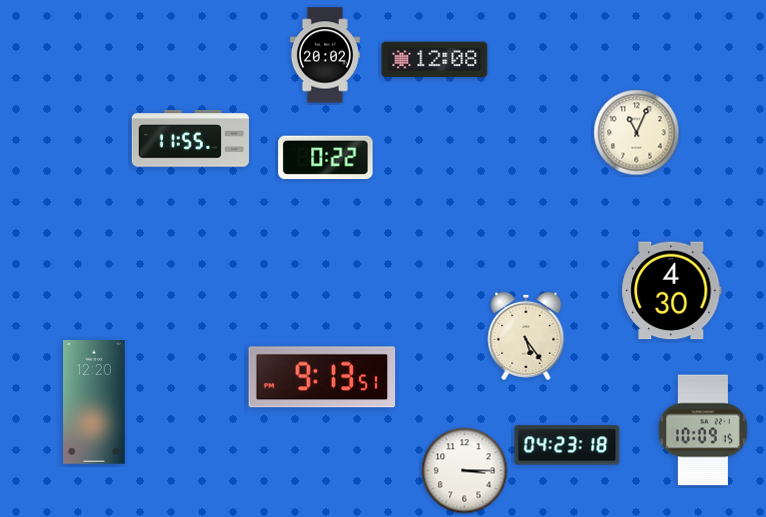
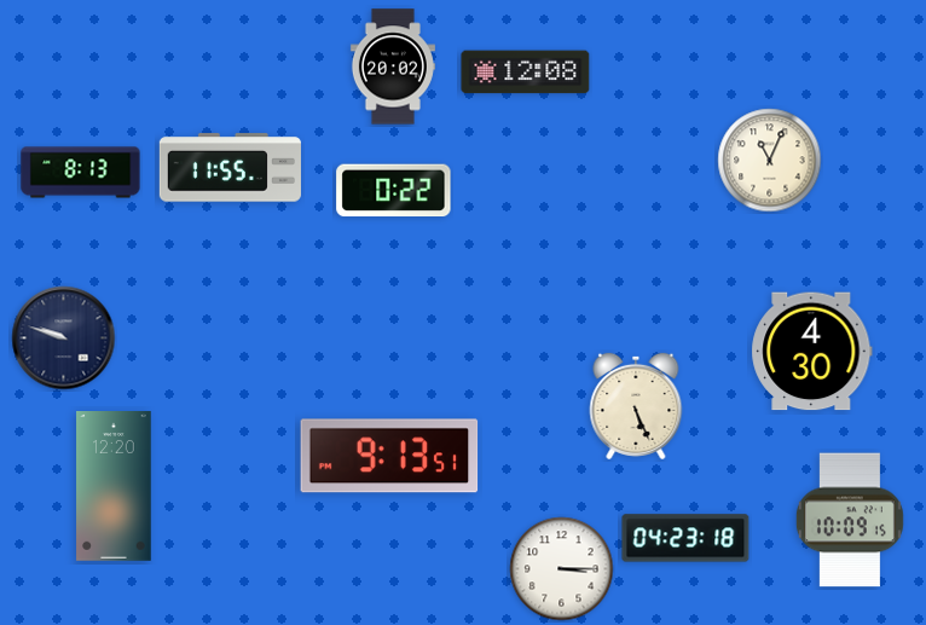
clock at (81, 173): none -> 8:13
clock at (64, 338): none -> 9:48
clock at (526, 336): 5:24 -> 5:26
